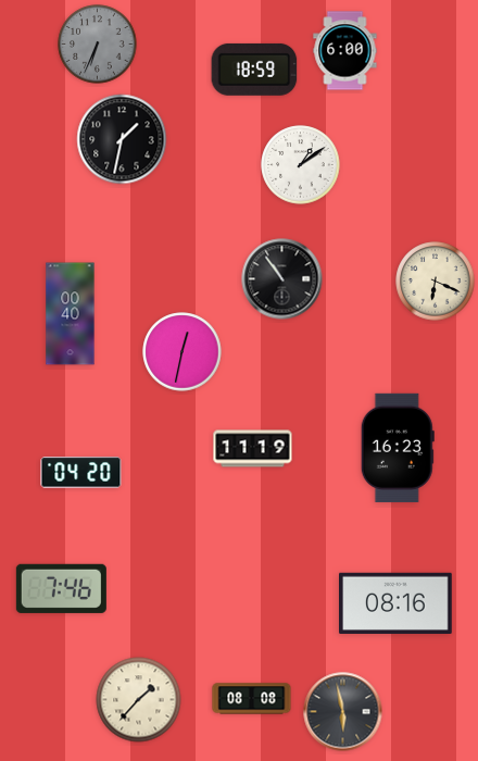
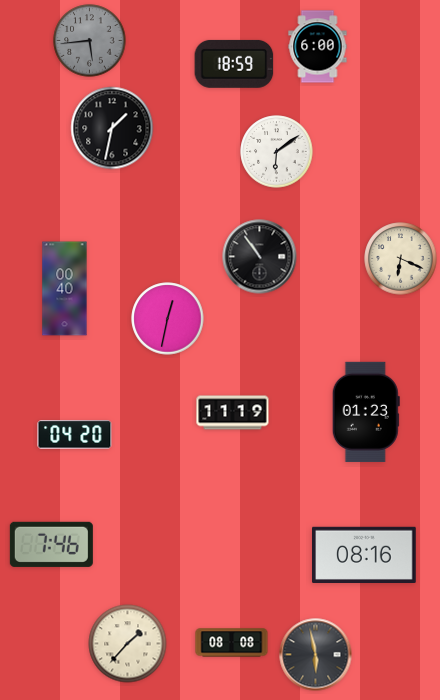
clock at (98, 45): 6:34 -> 5:44
clock at (301, 165): 1:09 -> 6:09
clock at (183, 352) position: (183, 352) -> (168, 319)
clock at (398, 448): 16:23 -> 01:23
clock at (61, 588) position: (61, 588) -> (51, 544)
